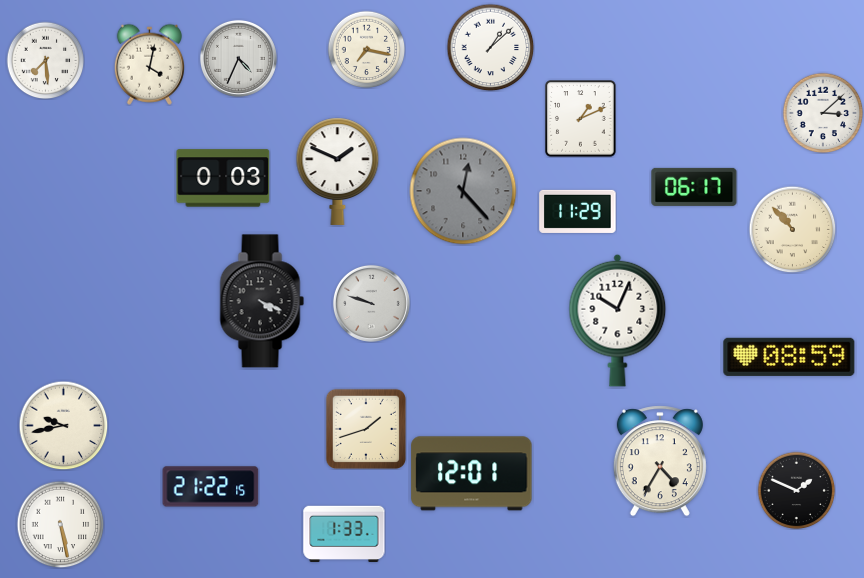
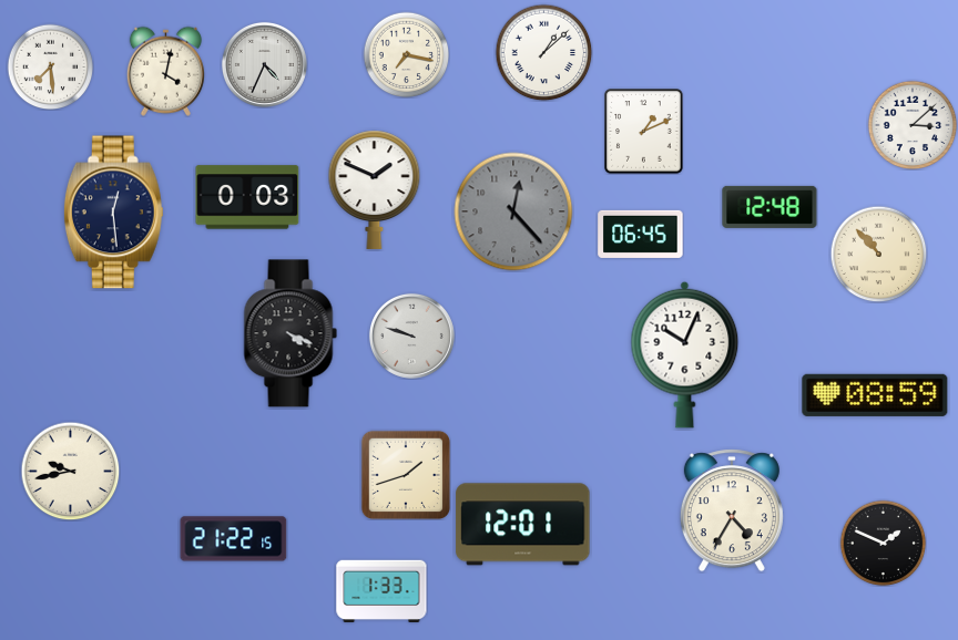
clock at (694, 187): 06:17 -> 12:48
clock at (113, 213): none -> 12:29
clock at (578, 211): 11:29 -> 06:45
clock at (60, 524): 5:28 -> none
